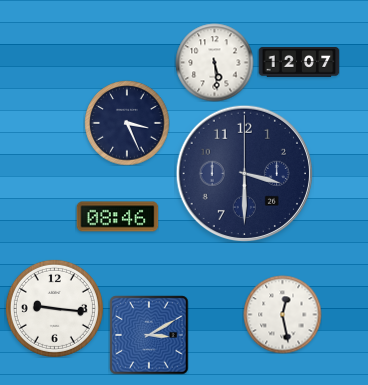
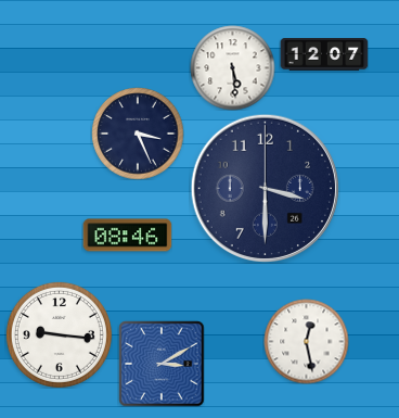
clock at (299, 63) position: (299, 63) -> (324, 55)
